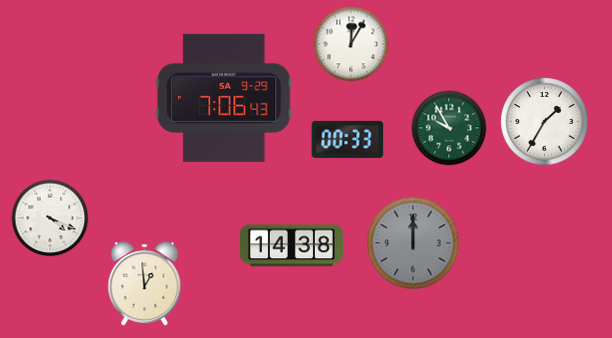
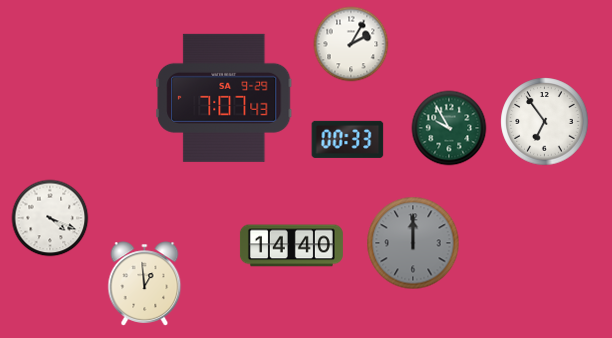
clock at (351, 44): 12:05 -> 2:05
clock at (224, 98): 7:06 -> 7:07
clock at (545, 122): 1:35 -> 6:54
clock at (291, 246): 14:38 -> 14:40
